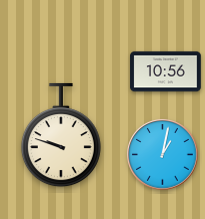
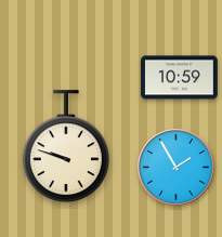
clock at (166, 72): 10:56 -> 10:59
clock at (163, 155): 1:02 -> 1:55
